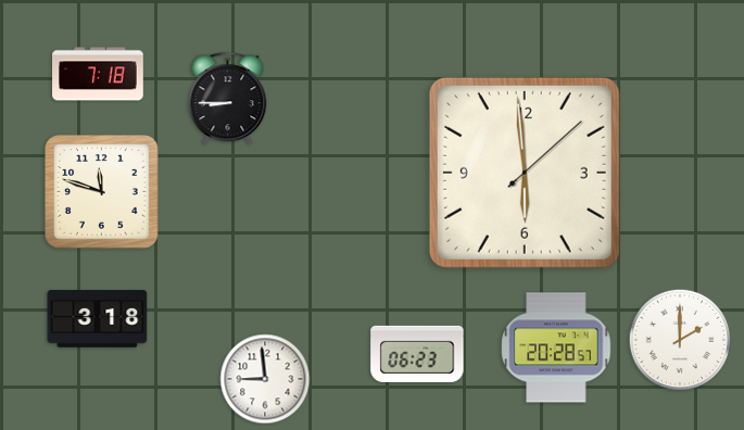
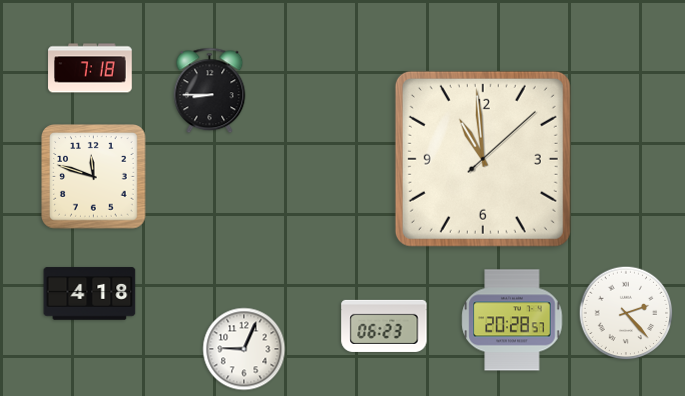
clock at (525, 173): 5:59 -> 10:59
clock at (98, 319): 3:18 -> 4:18
clock at (680, 340): 2:00 -> 2:23
clock at (265, 379): 8:59 -> 9:04
